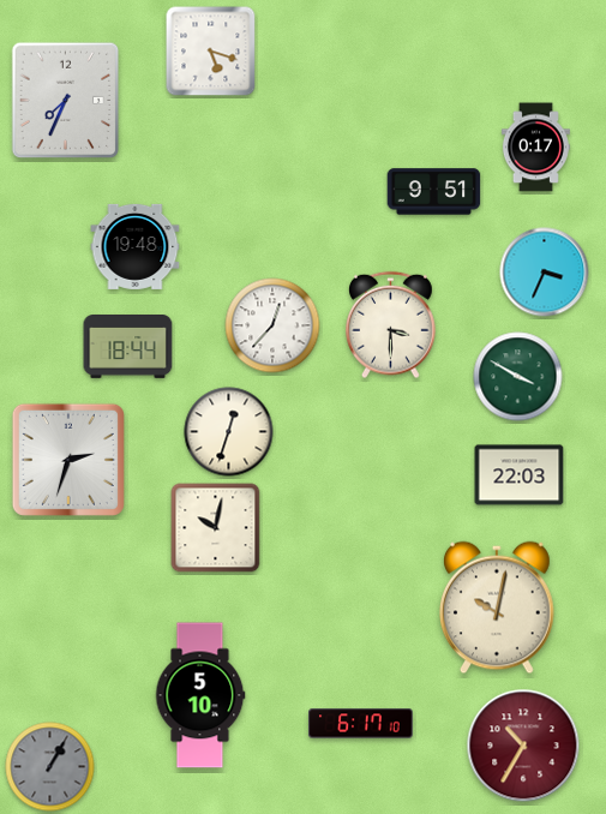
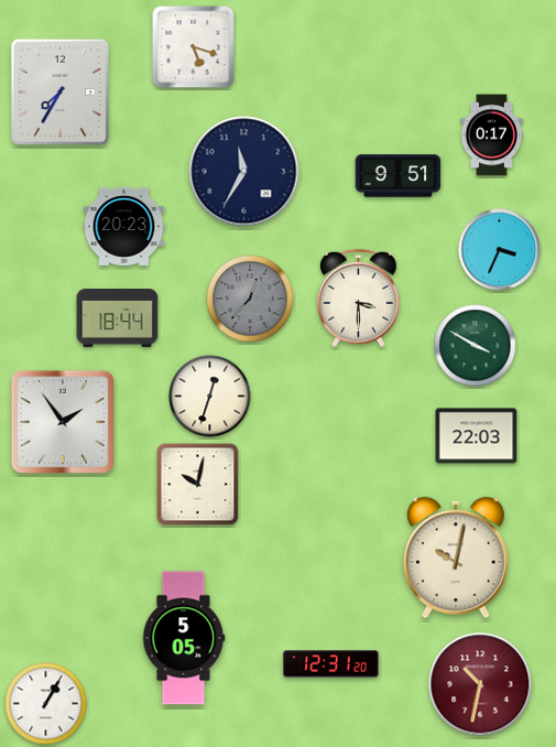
clock at (66, 101): 7:34 -> 7:35
clock at (244, 172): none -> 11:35
clock at (136, 246): 19:48 -> 20:23
clock at (272, 325) dial: white -> grey
clock at (68, 460): 2:33 -> 1:54
clock at (200, 695): 5:10 -> 5:05
clock at (361, 724): 6:17 -> 12:31
clock at (523, 746): 10:35 -> 10:32
clock at (50, 767) dial: grey -> white
